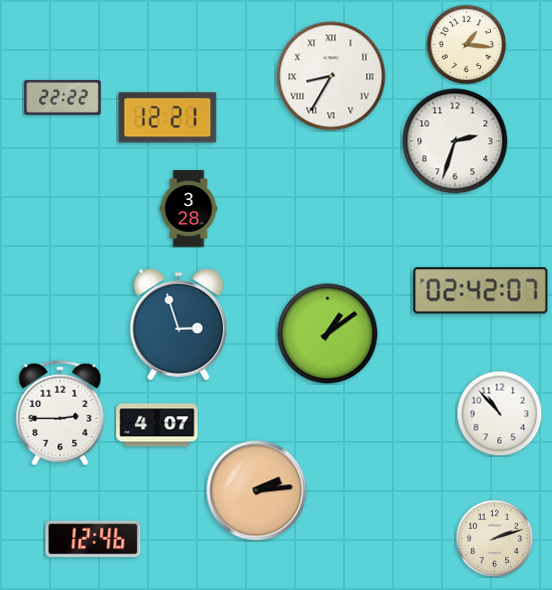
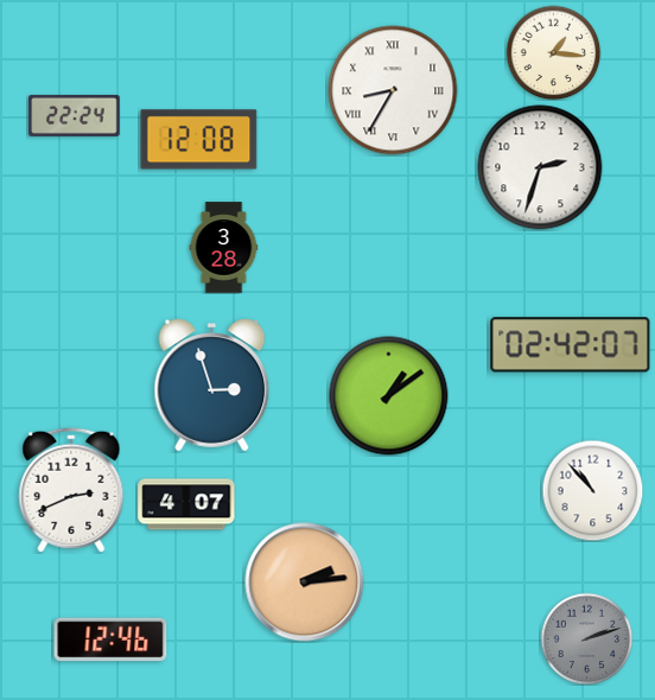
clock at (63, 97): 22:22 -> 22:24
clock at (168, 118): 12:21 -> 12:08
clock at (60, 413): 2:45 -> 2:41
clock at (494, 538) dial: cream -> grey
